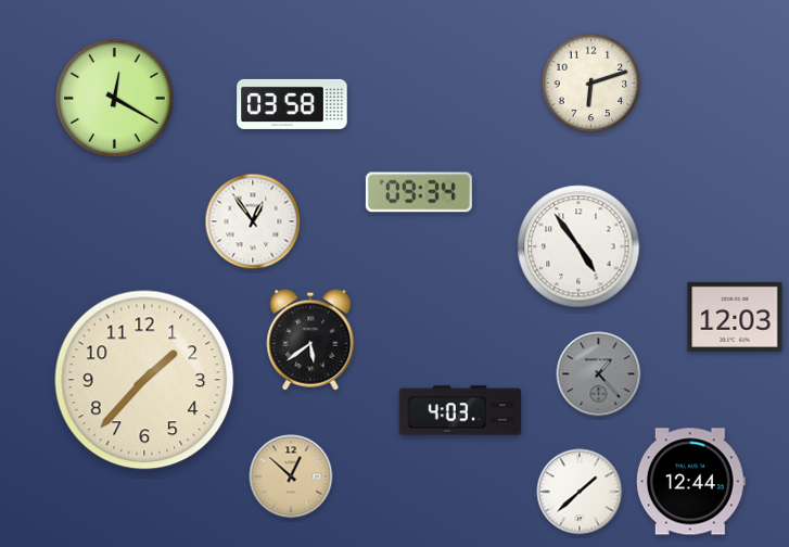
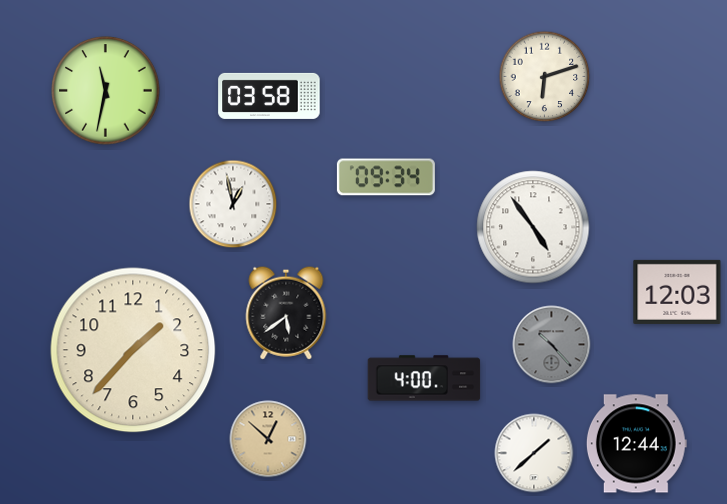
clock at (115, 99): 12:20 -> 11:32
clock at (253, 221): 12:54 -> 12:58
clock at (599, 374): 1:23 -> 10:23
clock at (460, 410): 4:03 -> 4:00
